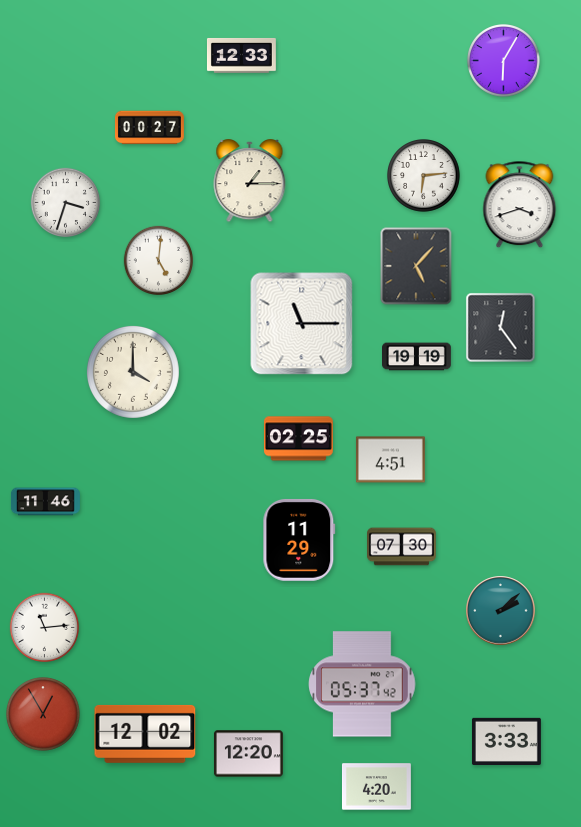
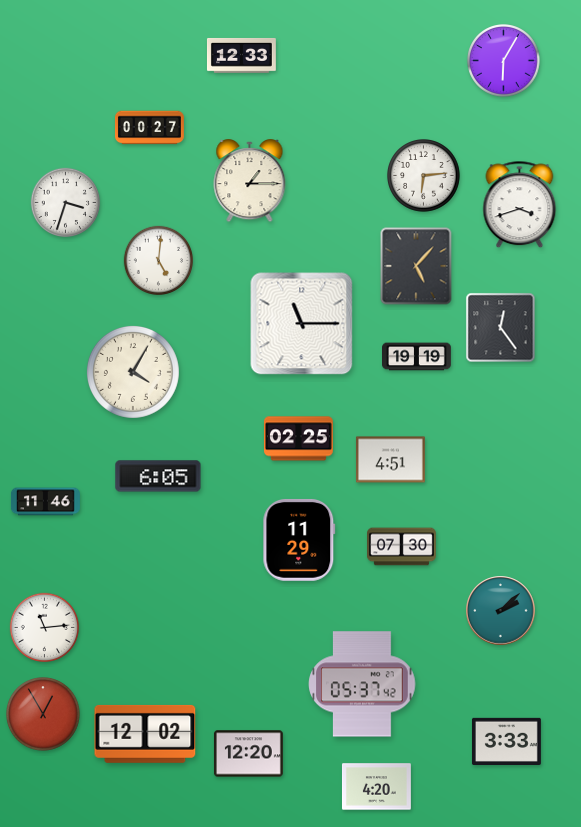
clock at (133, 372): 4:00 -> 4:05
clock at (158, 476): none -> 6:05
